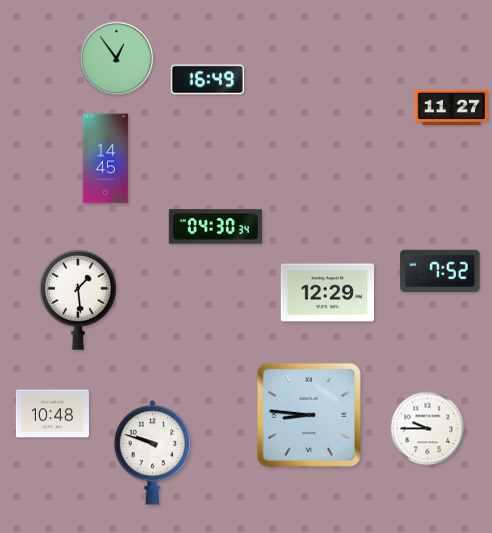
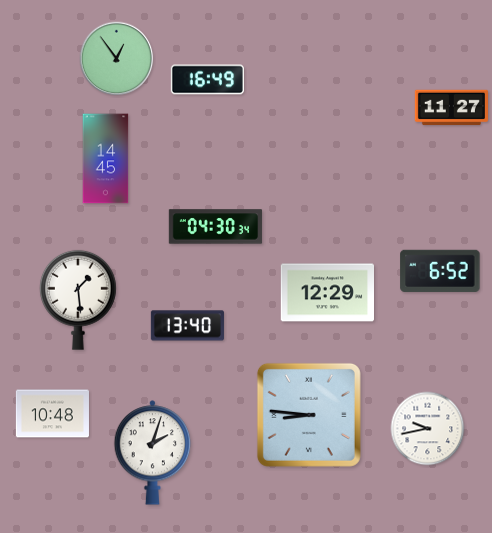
clock at (440, 271): 7:52 -> 6:52
clock at (187, 326): none -> 13:40
clock at (428, 429): 9:45 -> 9:43
clock at (153, 453): 9:48 -> 2:03
